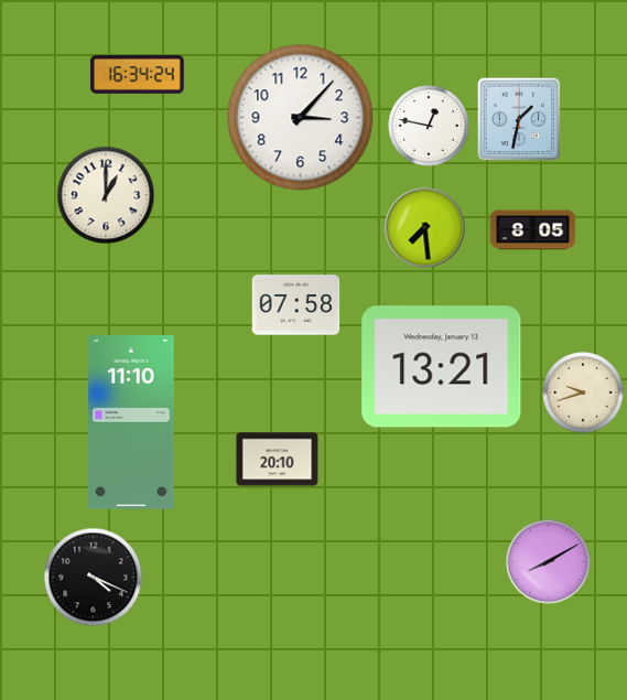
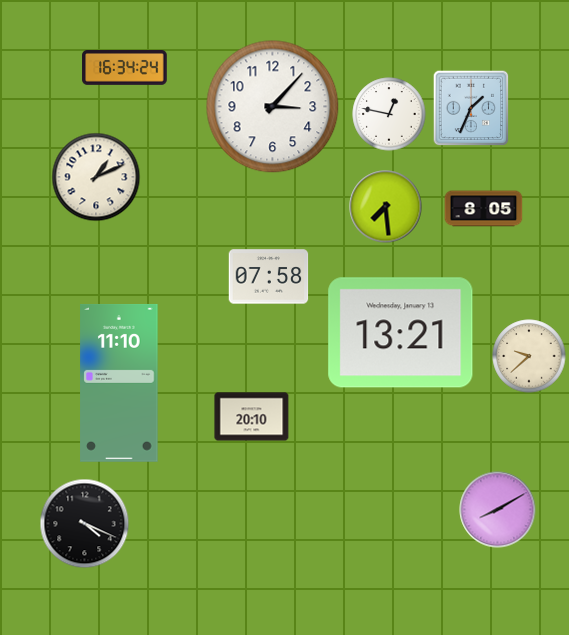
clock at (519, 119): 1:32 -> 1:34
clock at (106, 195): 1:00 -> 1:11
clock at (583, 392): 9:42 -> 9:38
